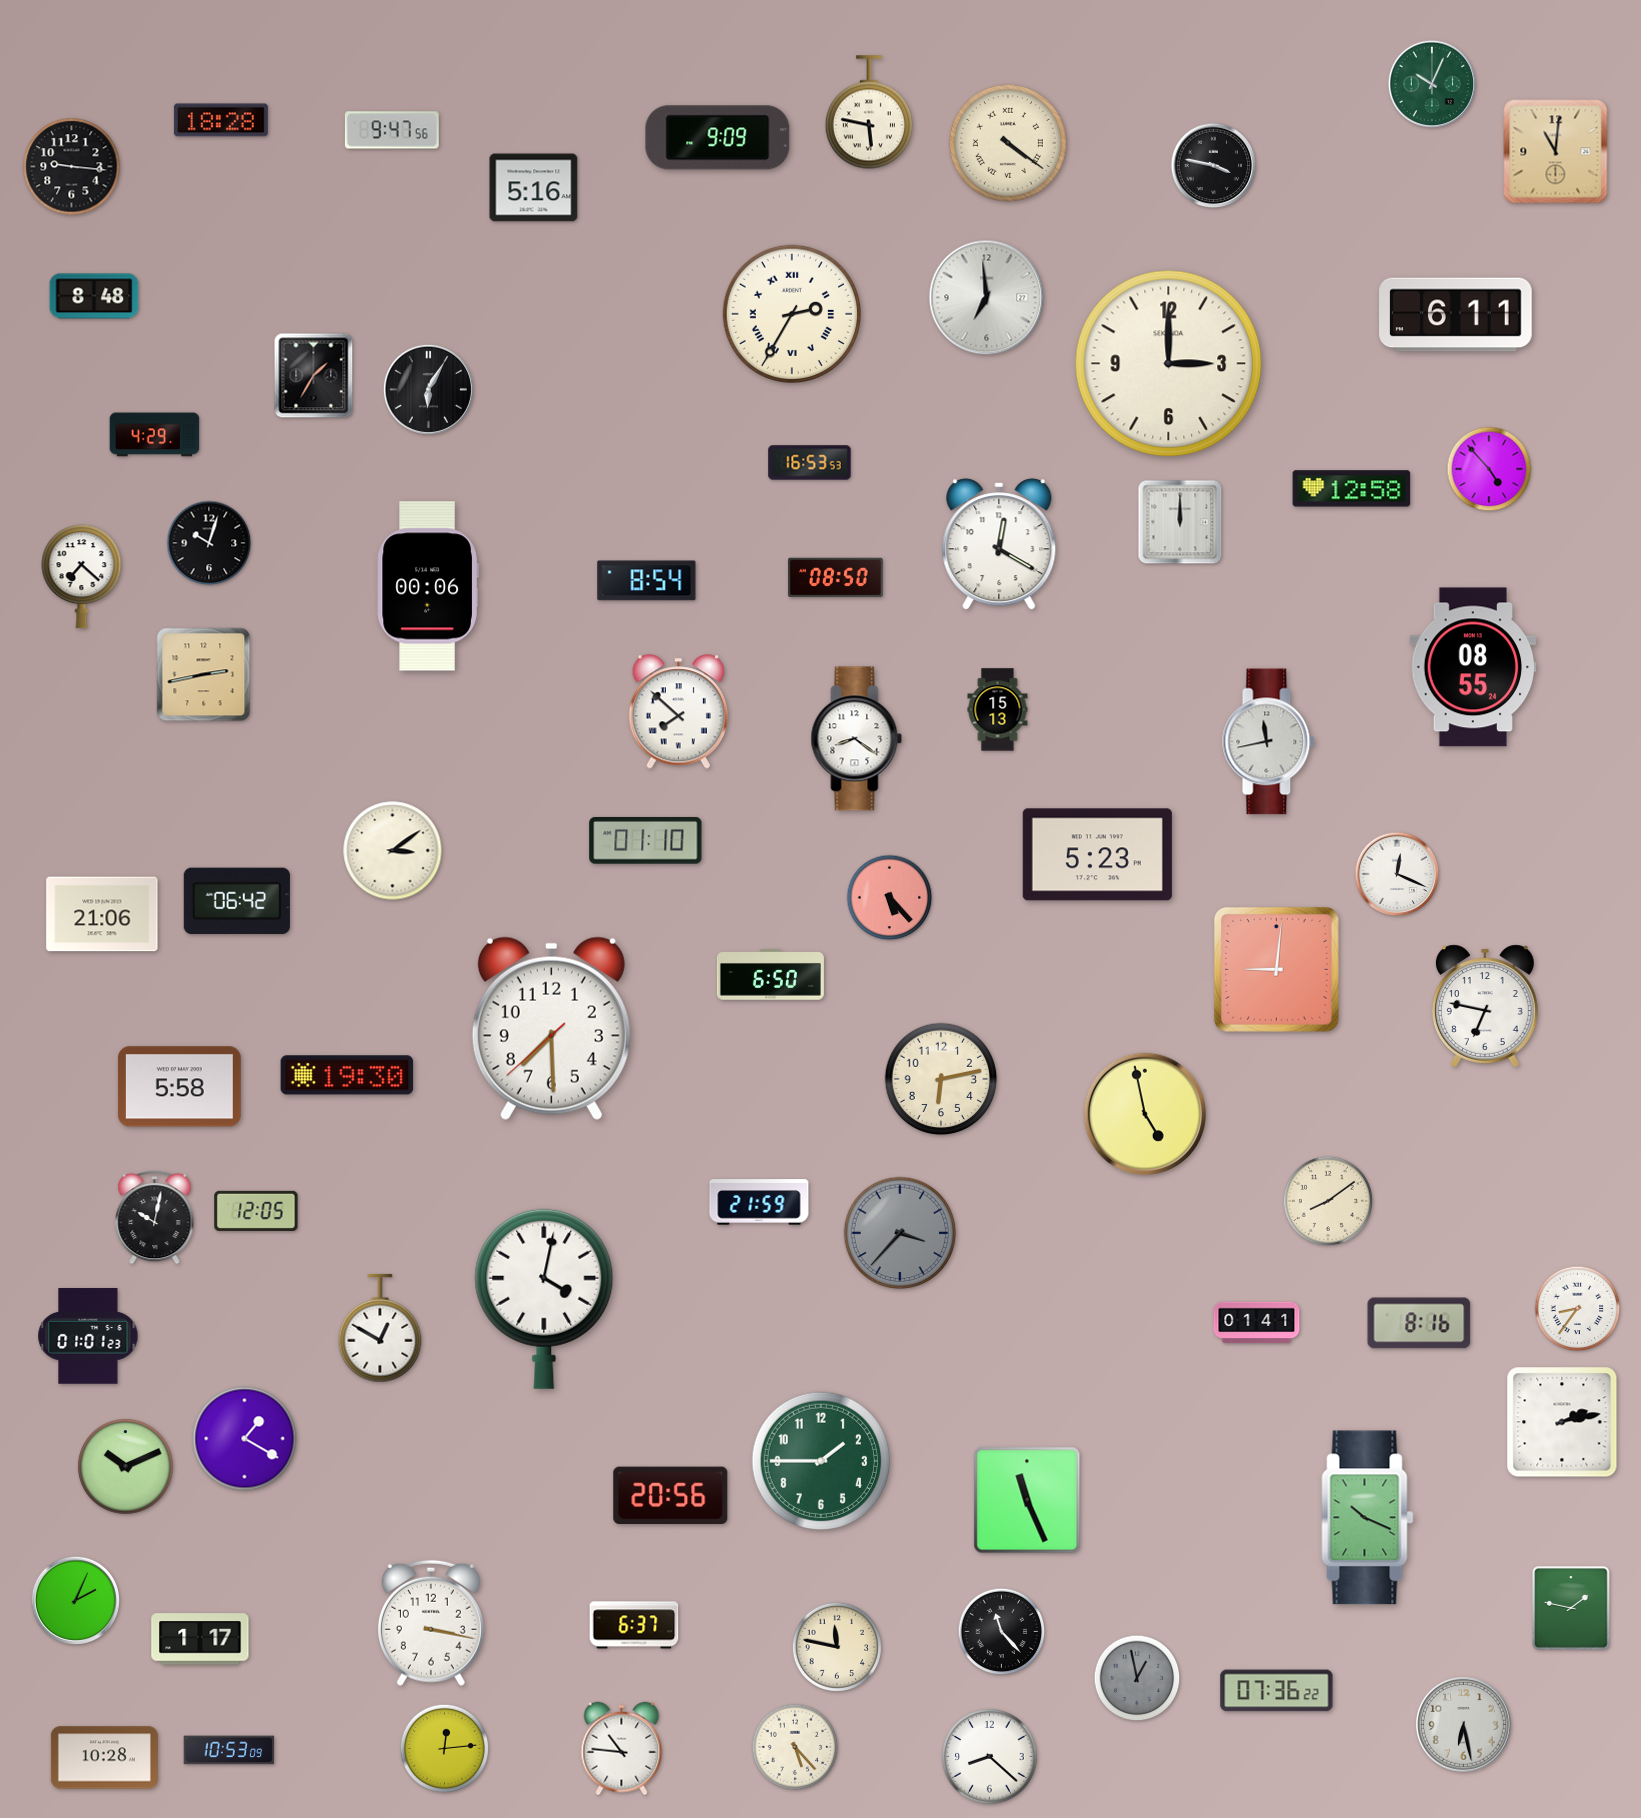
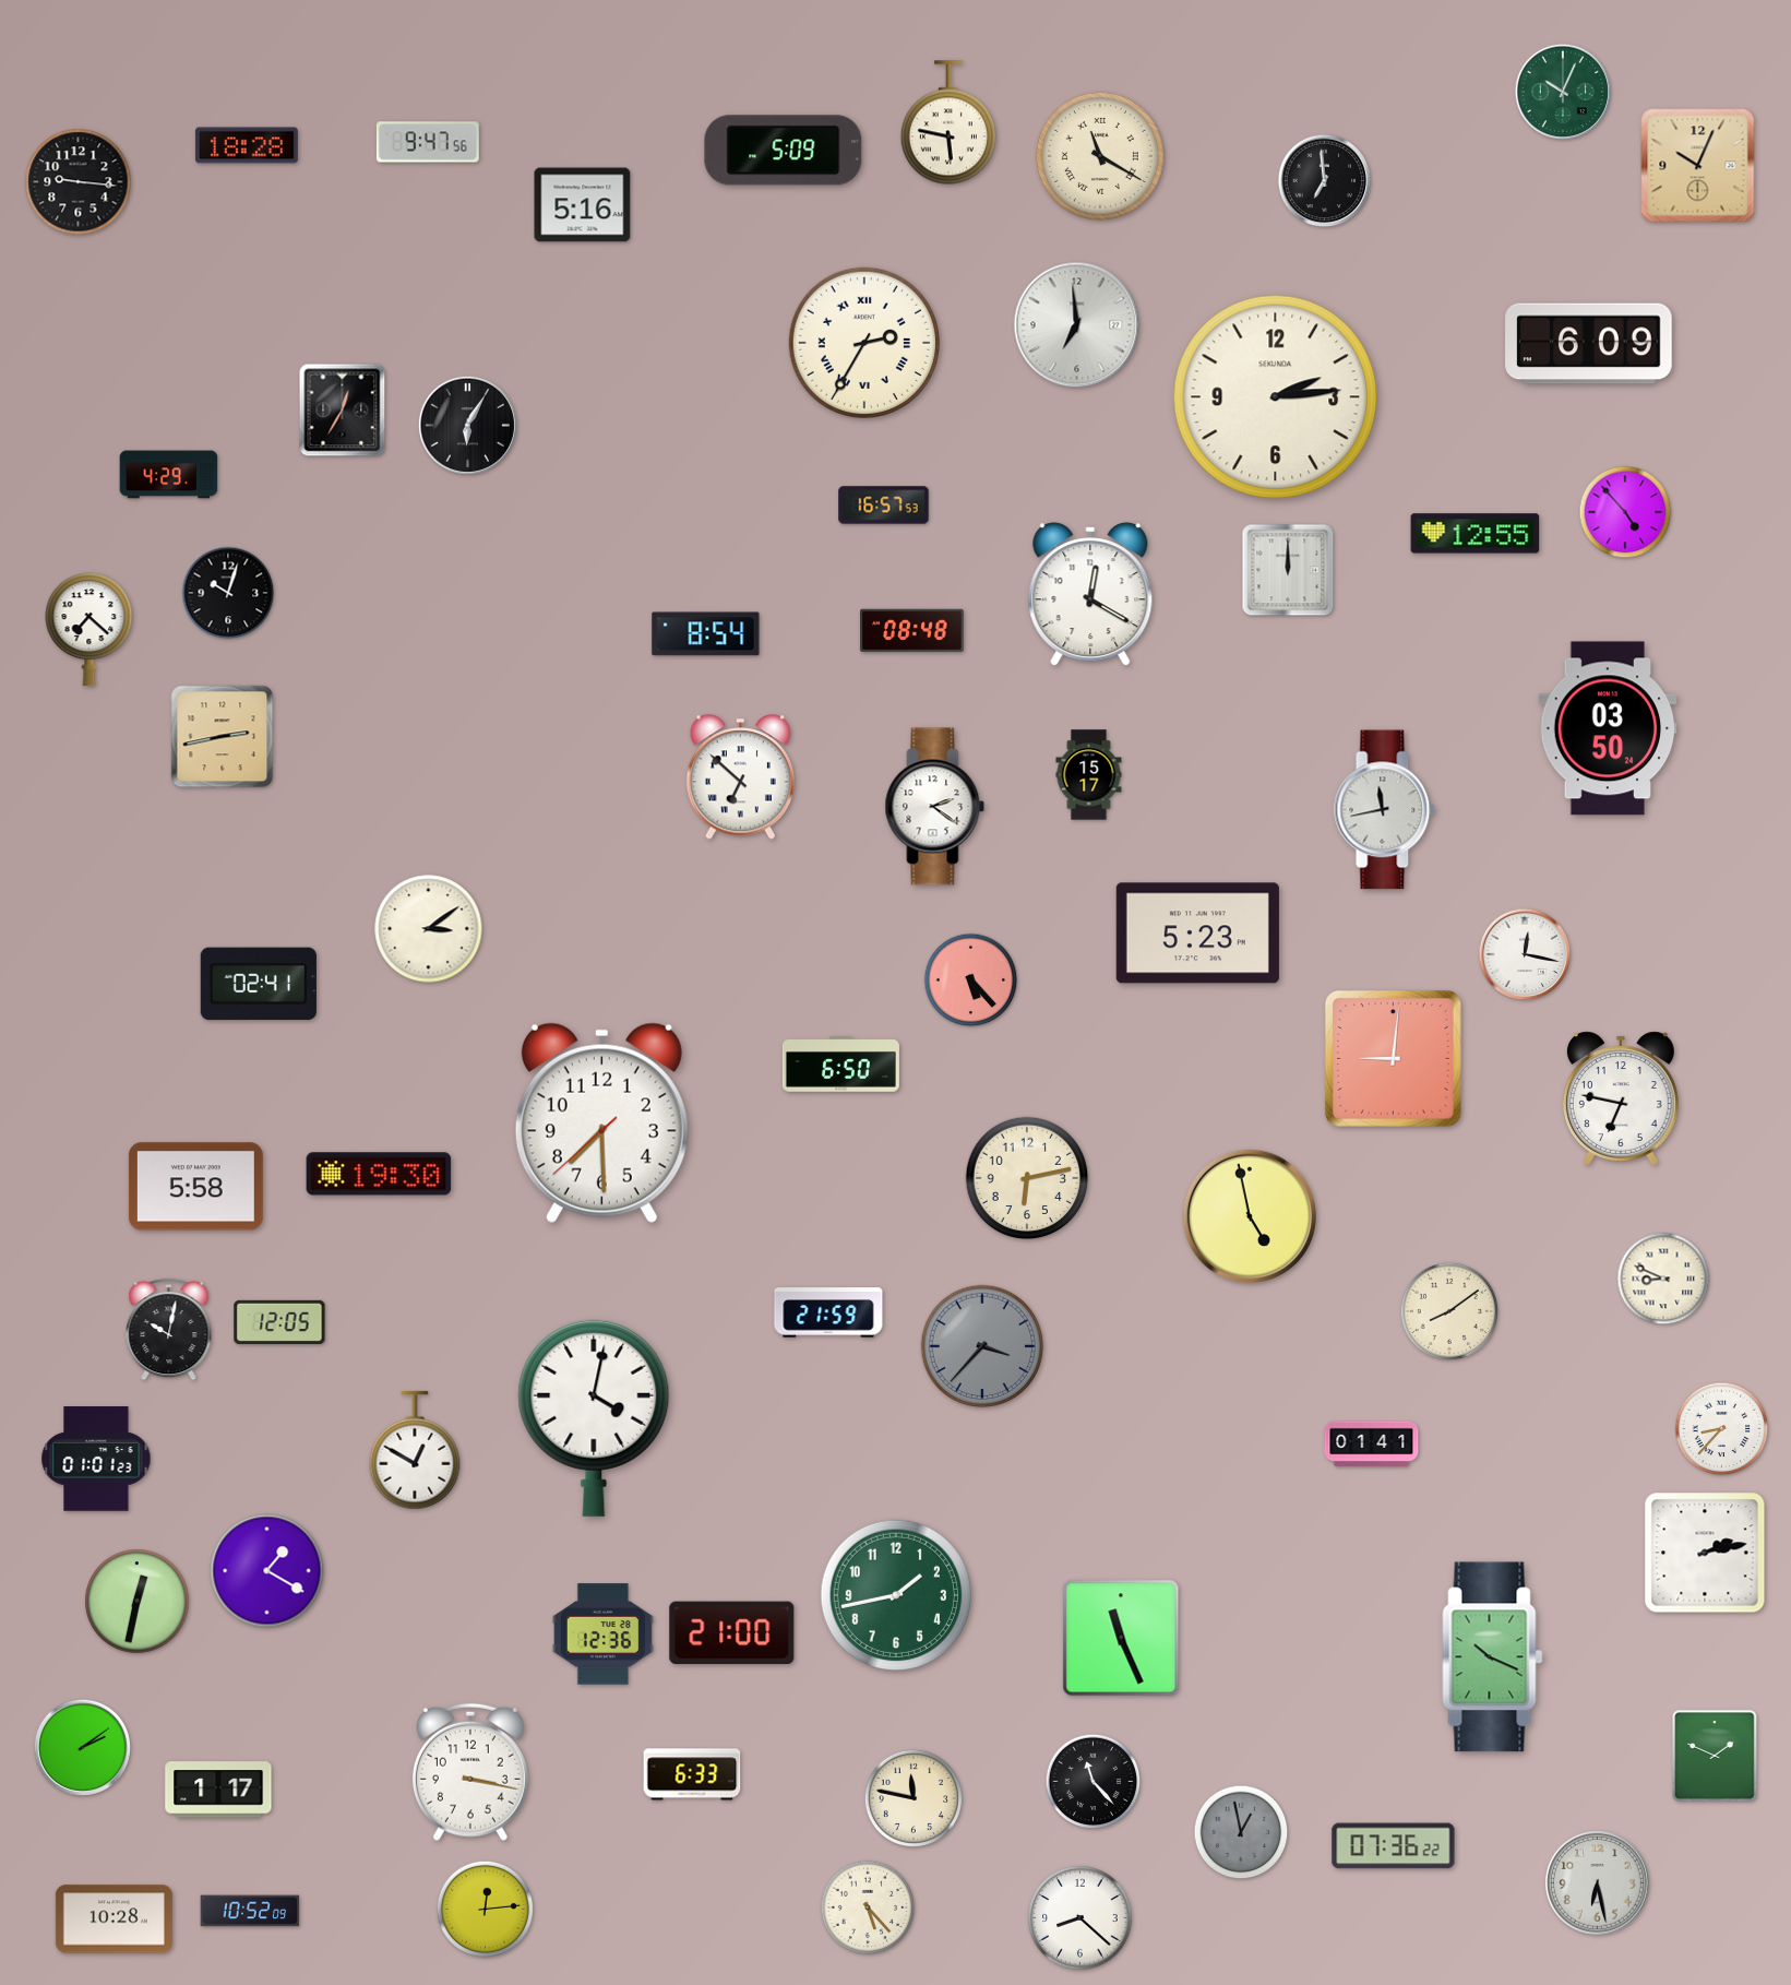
clock at (221, 120) position: (221, 120) -> (247, 145)
clock at (718, 138): 9:09 -> 5:09
clock at (1008, 143): 4:21 -> 11:20
clock at (1556, 152): 11:01 -> 10:04
clock at (1214, 166): 3:47 -> 6:59
clock at (94, 296): 8:48 -> none
clock at (1456, 315): 6:11 -> 6:09
clock at (1169, 364): 3:00 -> 2:14
clock at (314, 376): 1:35 -> 12:35
clock at (810, 463): 16:53 -> 16:57
clock at (1352, 489): 12:58 -> 12:55
clock at (836, 578): 08:50 -> 08:48
clock at (428, 586): 00:06 -> none
clock at (1473, 667): 08:55 -> 03:50
clock at (998, 710): 15:13 -> 15:17
clock at (678, 712): 7:52 -> 6:52
clock at (857, 739): 8:21 -> 2:21
clock at (646, 840): 01:10 -> none
clock at (1397, 874): 12:19 -> 12:17
clock at (237, 901): 06:42 -> 02:41
clock at (102, 914): 21:06 -> none
clock at (1663, 1279): none -> 8:49
clock at (1578, 1309): 8:36 -> 8:37
clock at (1419, 1323): 8:16 -> none
clock at (820, 1460): 1:45 -> 1:43
clock at (126, 1467): 10:11 -> 12:32
clock at (671, 1496): 20:56 -> 21:00
clock at (602, 1635): none -> 12:36
clock at (75, 1600): 2:04 -> 2:09
clock at (1571, 1608): 1:47 -> 1:49
clock at (634, 1625): 6:37 -> 6:33
clock at (622, 1749): 10:46 -> none
clock at (229, 1750): 10:53 -> 10:52
